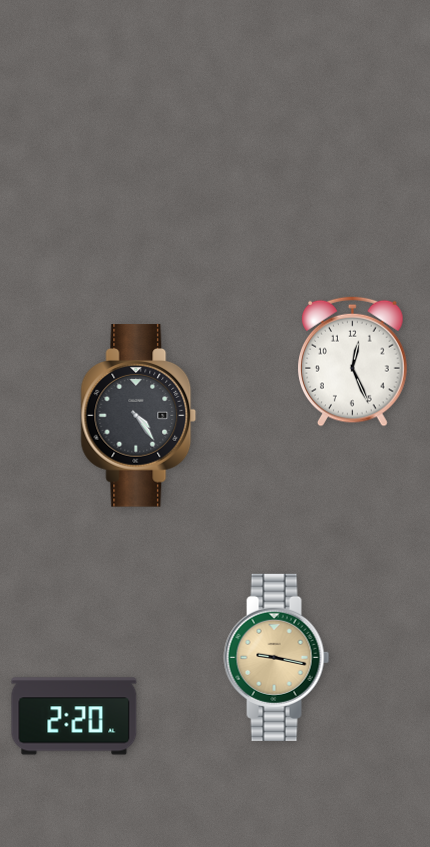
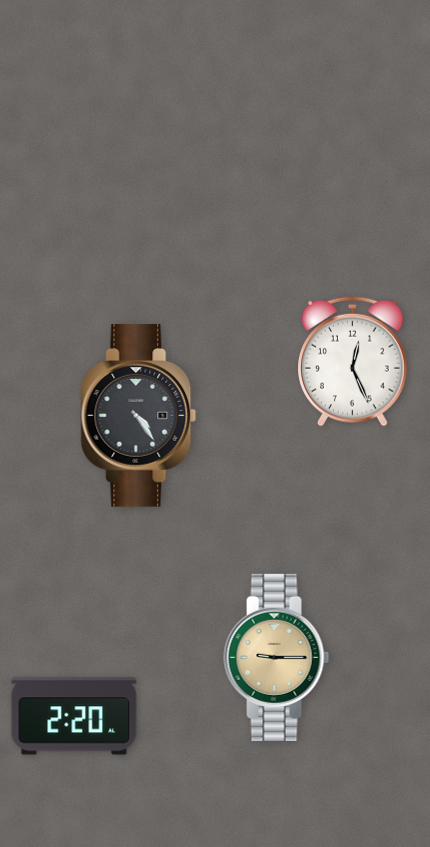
clock at (277, 657): 9:17 -> 9:15
